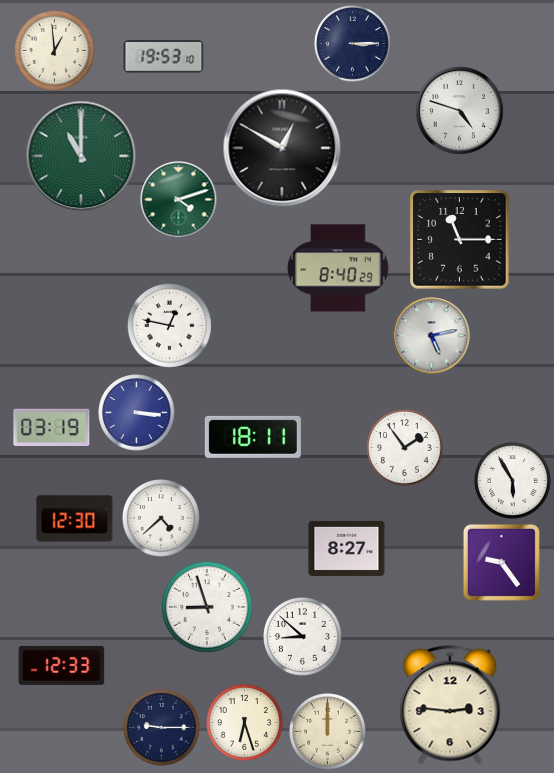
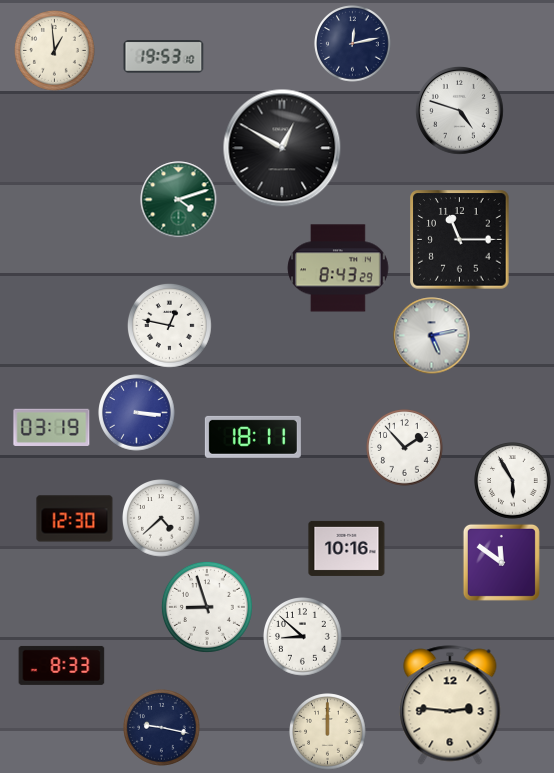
clock at (353, 44): 3:15 -> 12:13
clock at (81, 156): 11:00 -> none
clock at (338, 268): 8:40 -> 8:43
clock at (405, 448): 1:54 -> 1:53
clock at (347, 548): 8:27 -> 10:16
clock at (501, 562): 9:24 -> 11:51
clock at (62, 665): 12:33 -> 8:33
clock at (245, 723): 6:27 -> none
clock at (162, 728): 9:15 -> 9:17
